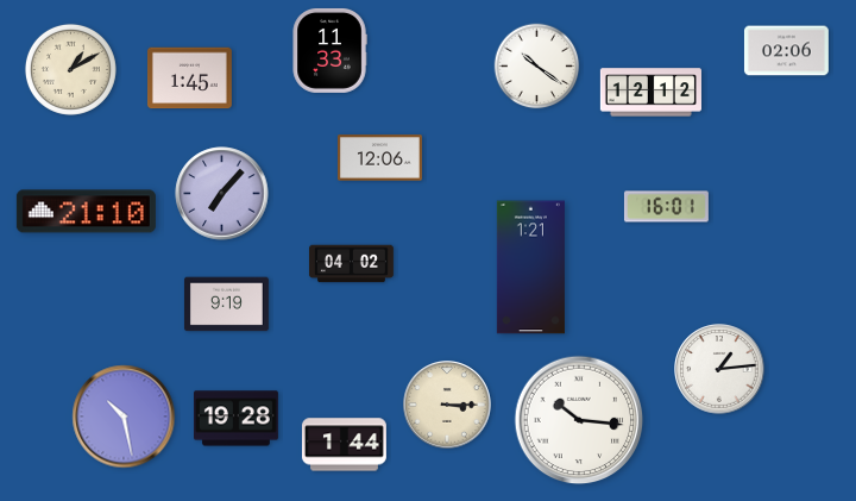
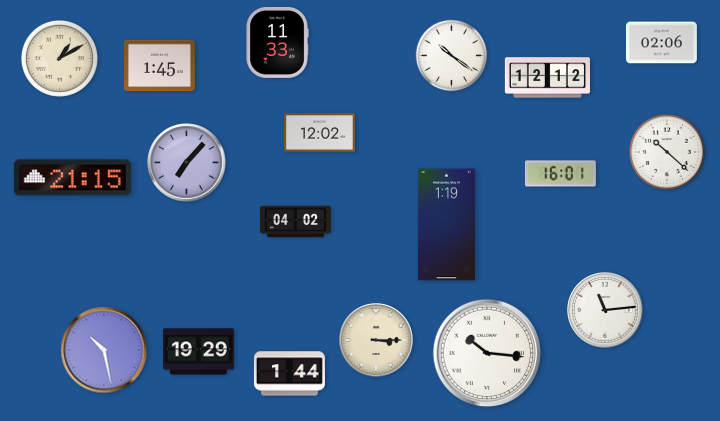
clock at (379, 158): 12:06 -> 12:02
clock at (667, 152): none -> 10:22
clock at (86, 212): 21:10 -> 21:15
clock at (530, 268): 1:21 -> 1:19
clock at (226, 305): 9:19 -> none
clock at (719, 369): 1:14 -> 11:14
clock at (235, 419): 19:28 -> 19:29
